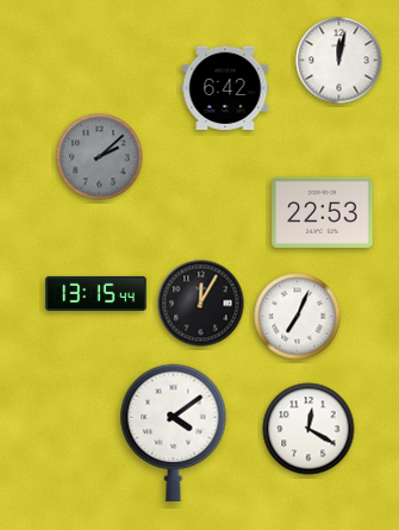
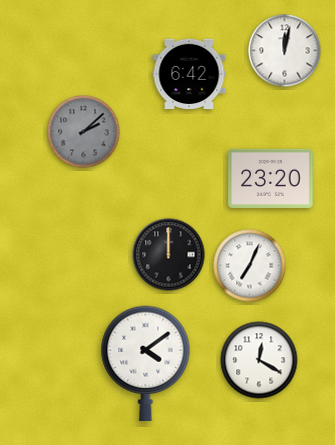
clock at (323, 212): 22:53 -> 23:20
clock at (96, 293): 13:15 -> none
clock at (201, 304): 12:05 -> 12:00
